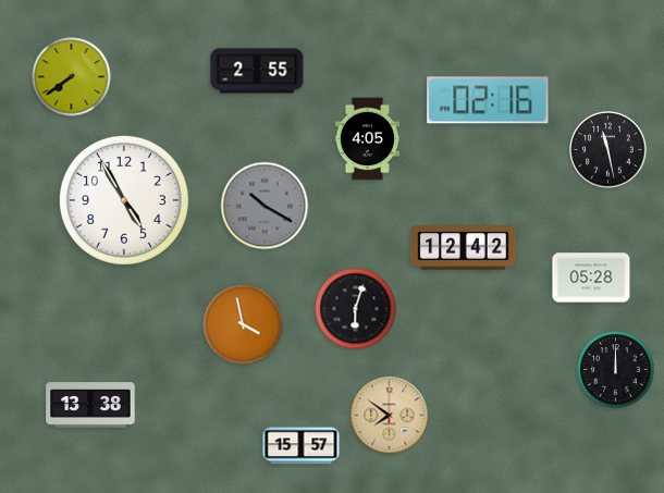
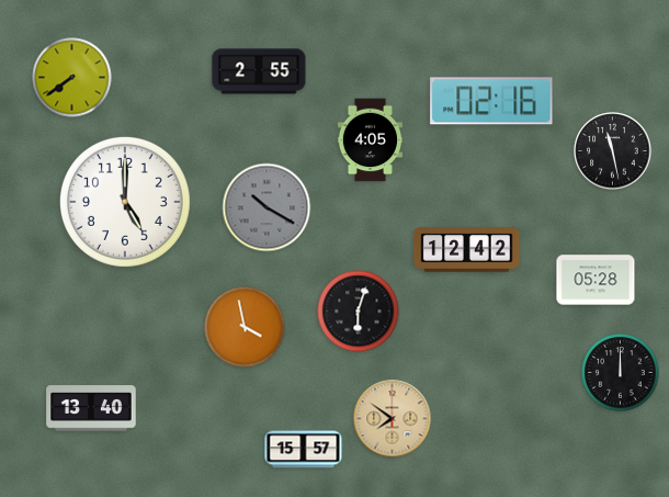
clock at (124, 200): 4:55 -> 5:00
clock at (90, 405): 13:38 -> 13:40
